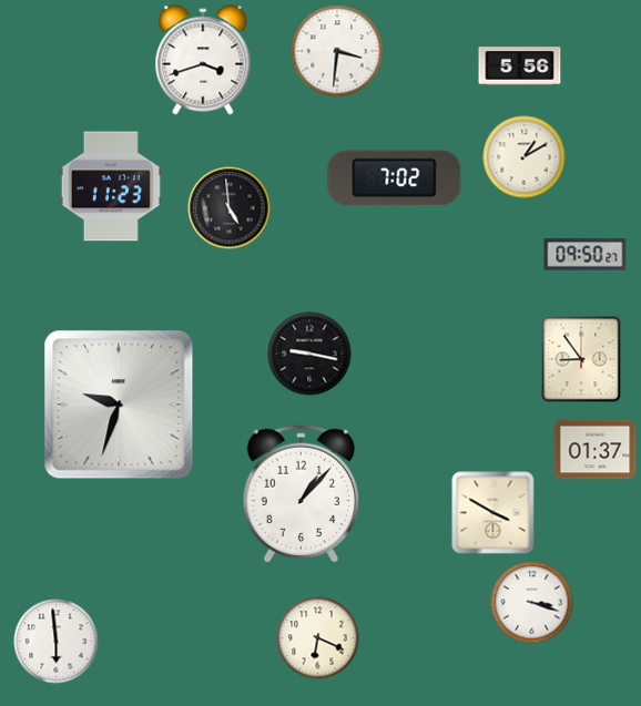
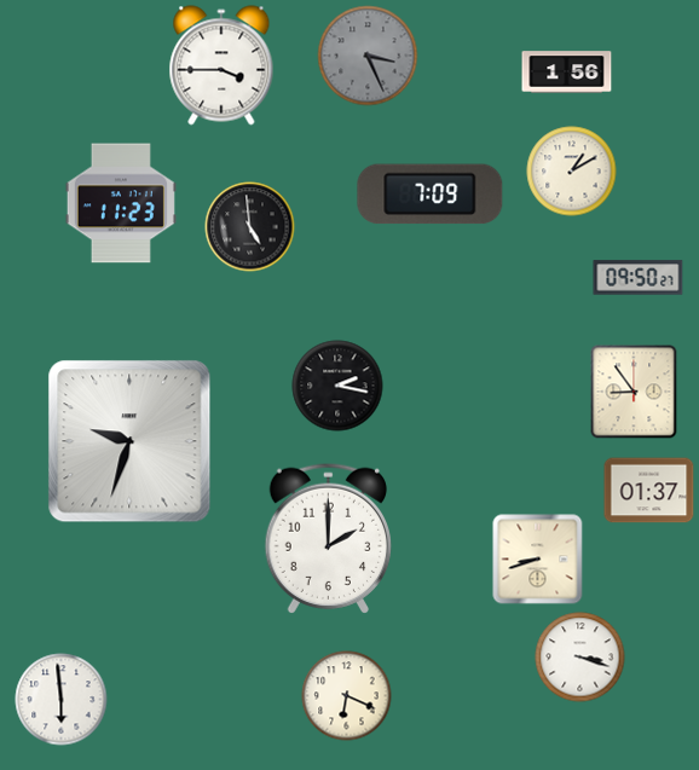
clock at (337, 51): 3:31 -> 3:26
clock at (337, 51) dial: white -> grey
clock at (203, 60): 3:42 -> 3:45
clock at (520, 66): 5:56 -> 1:56
clock at (395, 178): 7:02 -> 7:09
clock at (309, 354): 9:17 -> 2:17
clock at (301, 493): 1:07 -> 2:00
clock at (494, 513): 3:50 -> 8:42
